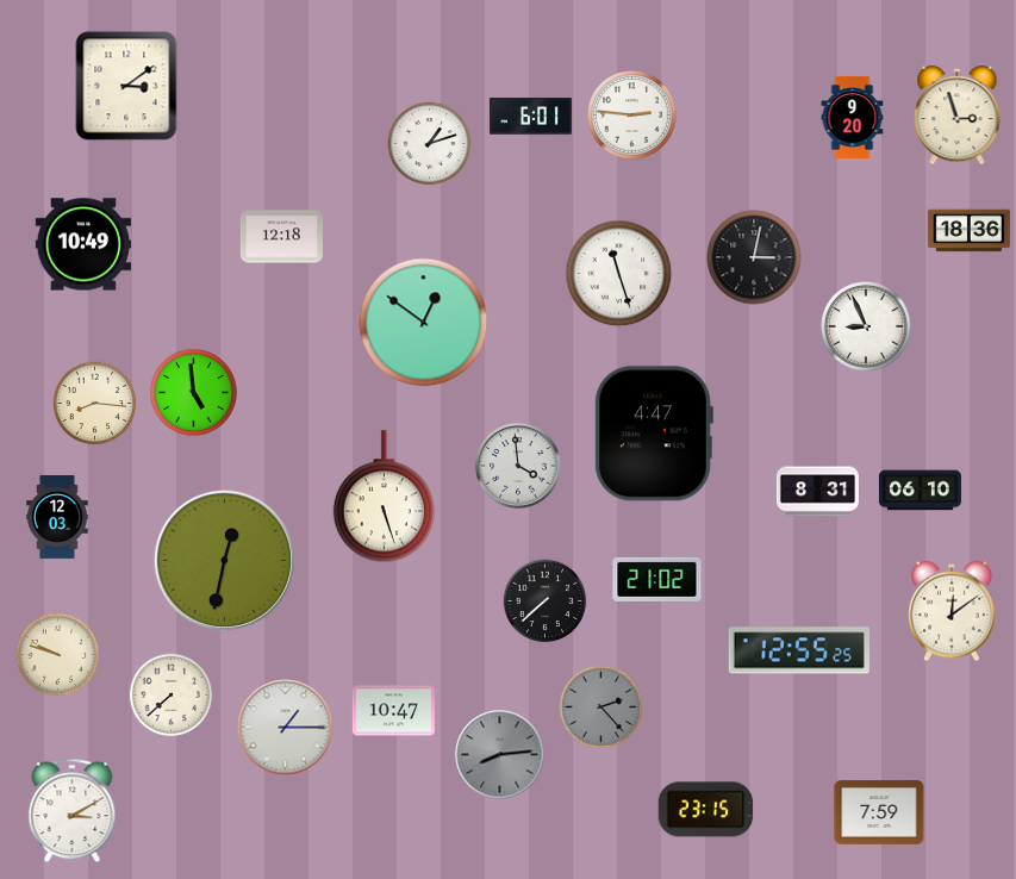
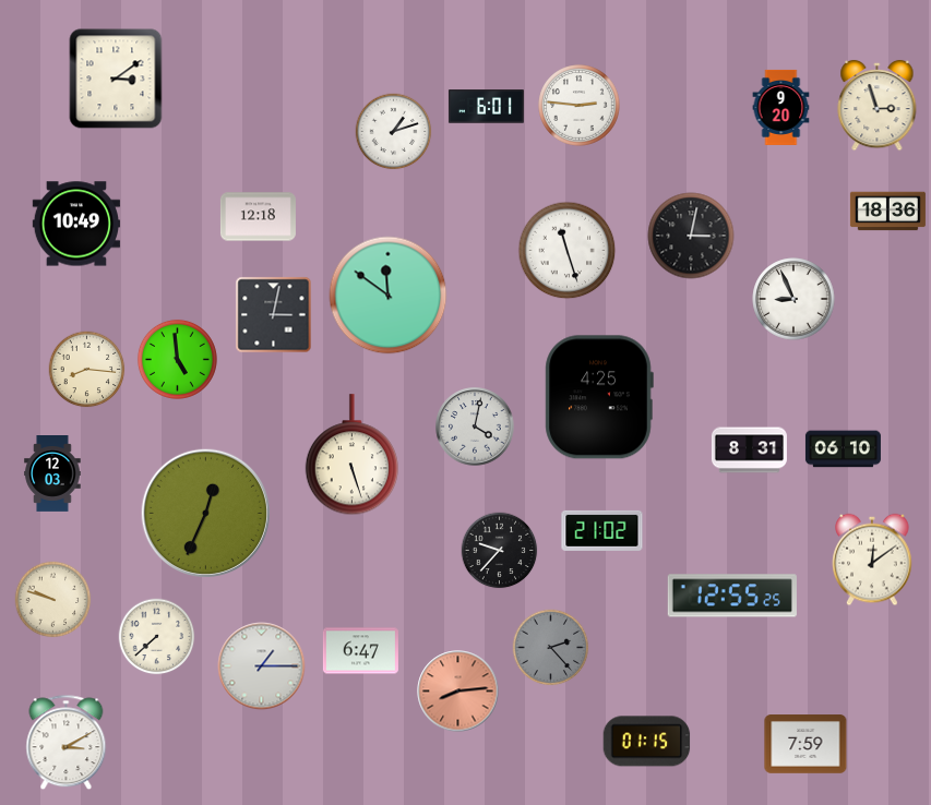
clock at (424, 323): 12:51 -> 11:51
clock at (274, 315): none -> 3:02
clock at (654, 434): 4:47 -> 4:25
clock at (518, 466): 3:59 -> 4:02
clock at (224, 560): 12:32 -> 12:34
clock at (546, 601): 7:38 -> 9:37
clock at (393, 711): 10:47 -> 6:47
clock at (500, 755) dial: grey -> salmon
clock at (706, 810): 23:15 -> 01:15
